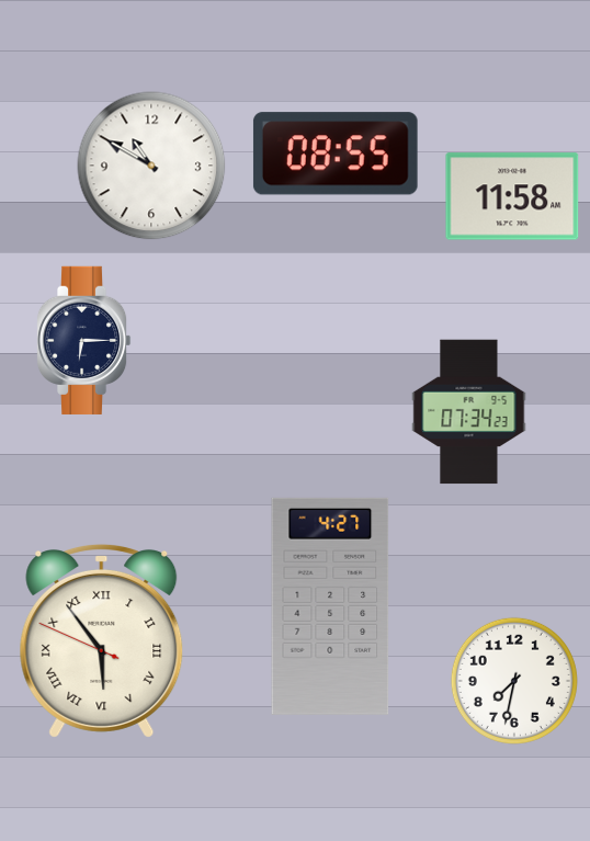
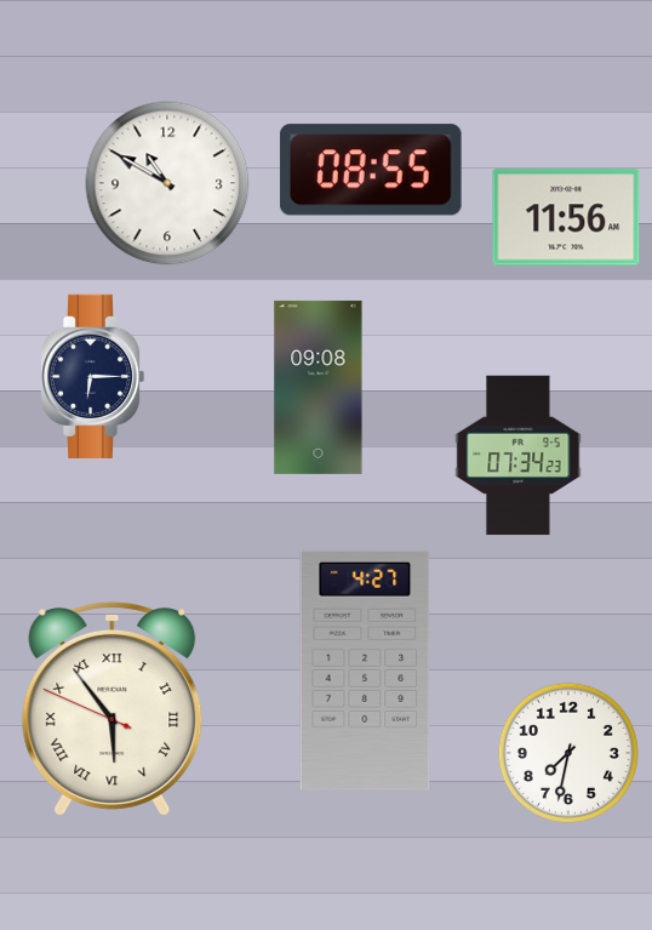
clock at (512, 196): 11:58 -> 11:56
clock at (319, 387): none -> 09:08
